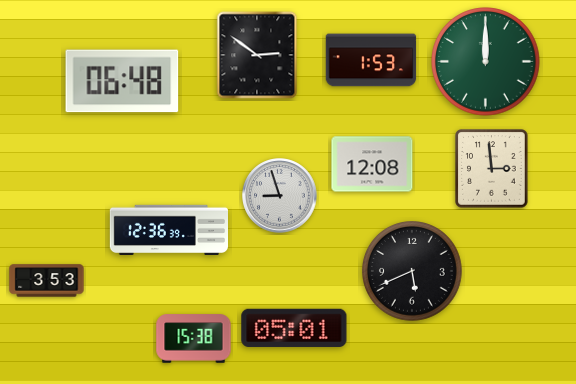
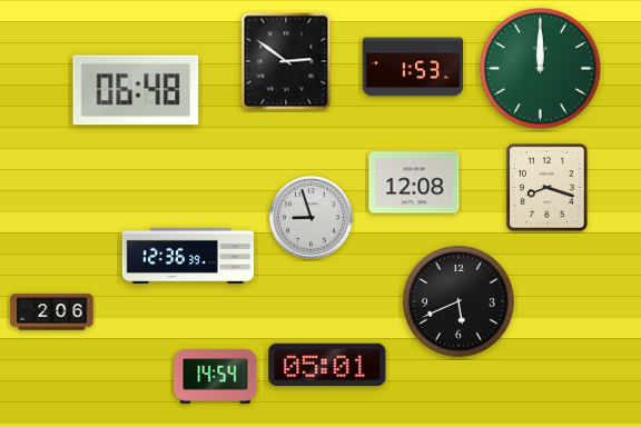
clock at (492, 169): 2:59 -> 8:18
clock at (47, 281): 3:53 -> 2:06
clock at (194, 339): 15:38 -> 14:54
